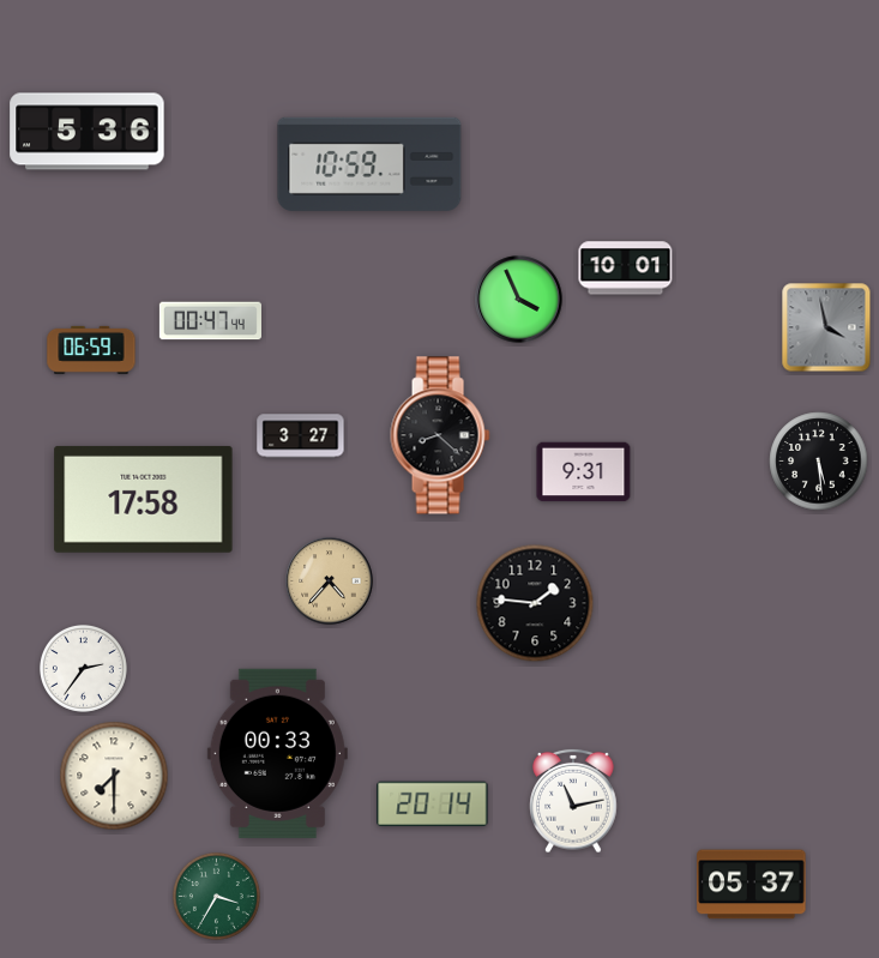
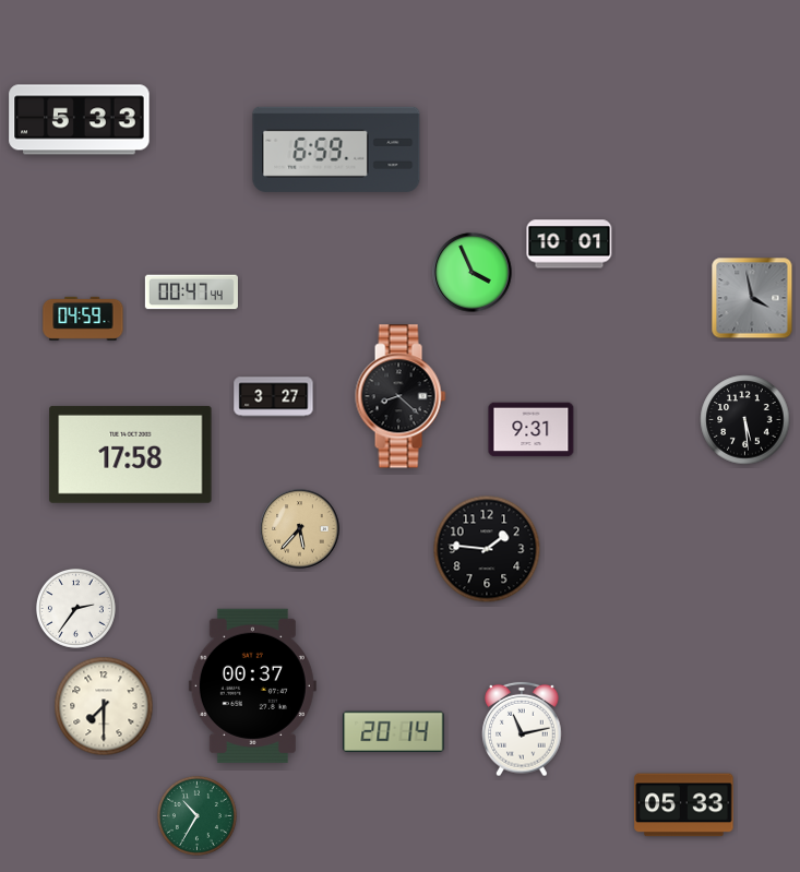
clock at (88, 132): 5:36 -> 5:33
clock at (369, 164): 10:59 -> 6:59
clock at (91, 350): 06:59 -> 04:59
clock at (330, 582): 4:37 -> 5:37
clock at (277, 753): 00:33 -> 00:37
clock at (752, 885): 05:37 -> 05:33
clock at (216, 896): 3:35 -> 10:35
